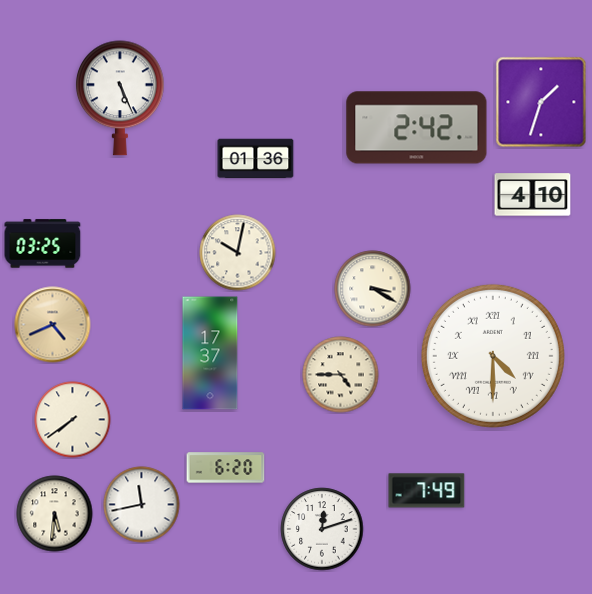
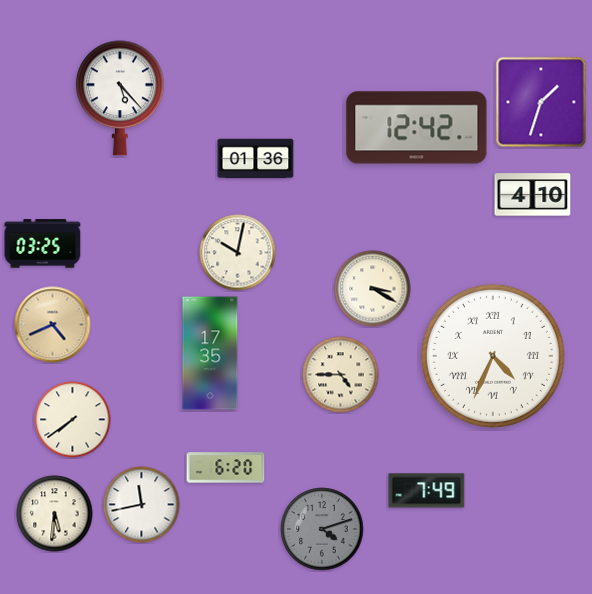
clock at (120, 98): 5:26 -> 5:23
clock at (417, 128): 2:42 -> 12:42
clock at (210, 353): 17:37 -> 17:35
clock at (493, 356): 4:30 -> 4:34
clock at (322, 529): 12:12 -> 4:12
clock at (322, 529) dial: white -> grey
